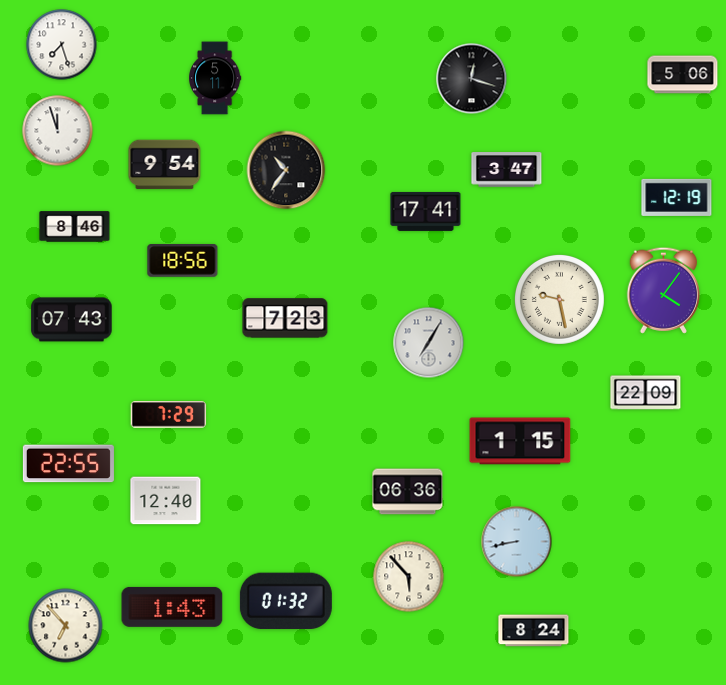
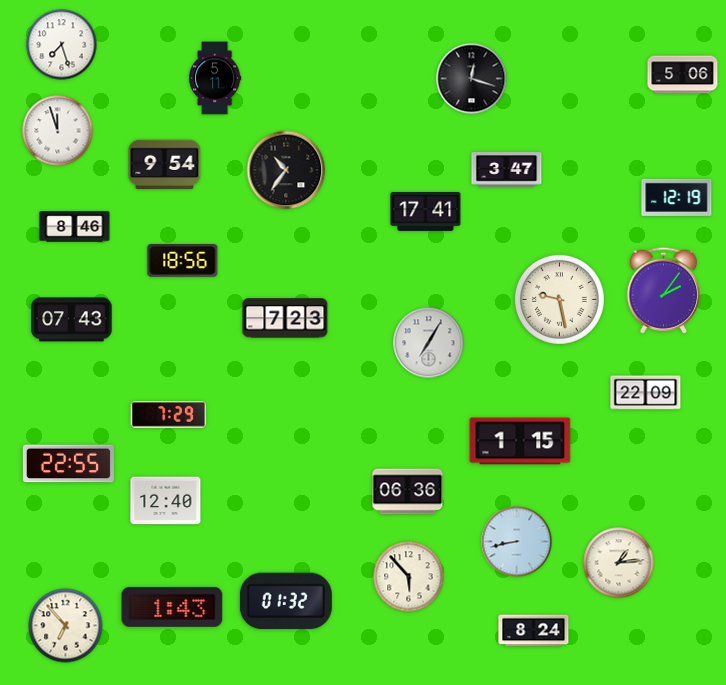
clock at (663, 290): 4:06 -> 2:06
clock at (619, 563): none -> 1:14
